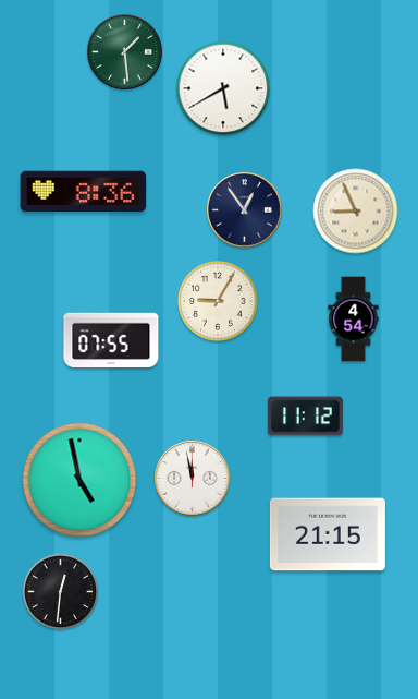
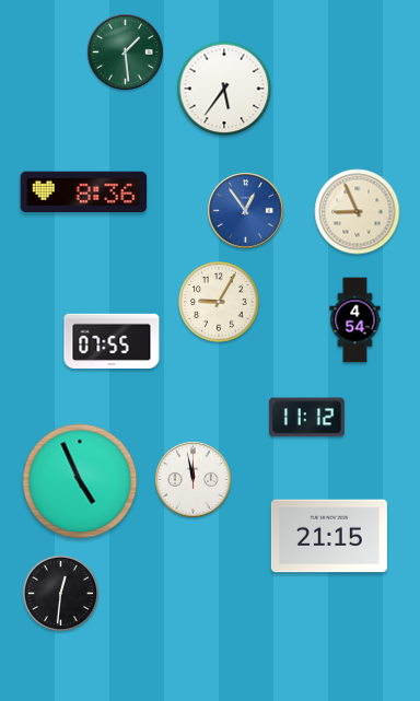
clock at (223, 88): 5:40 -> 5:36
clock at (245, 210) dial: navy -> blue
clock at (79, 480): 4:58 -> 4:56
